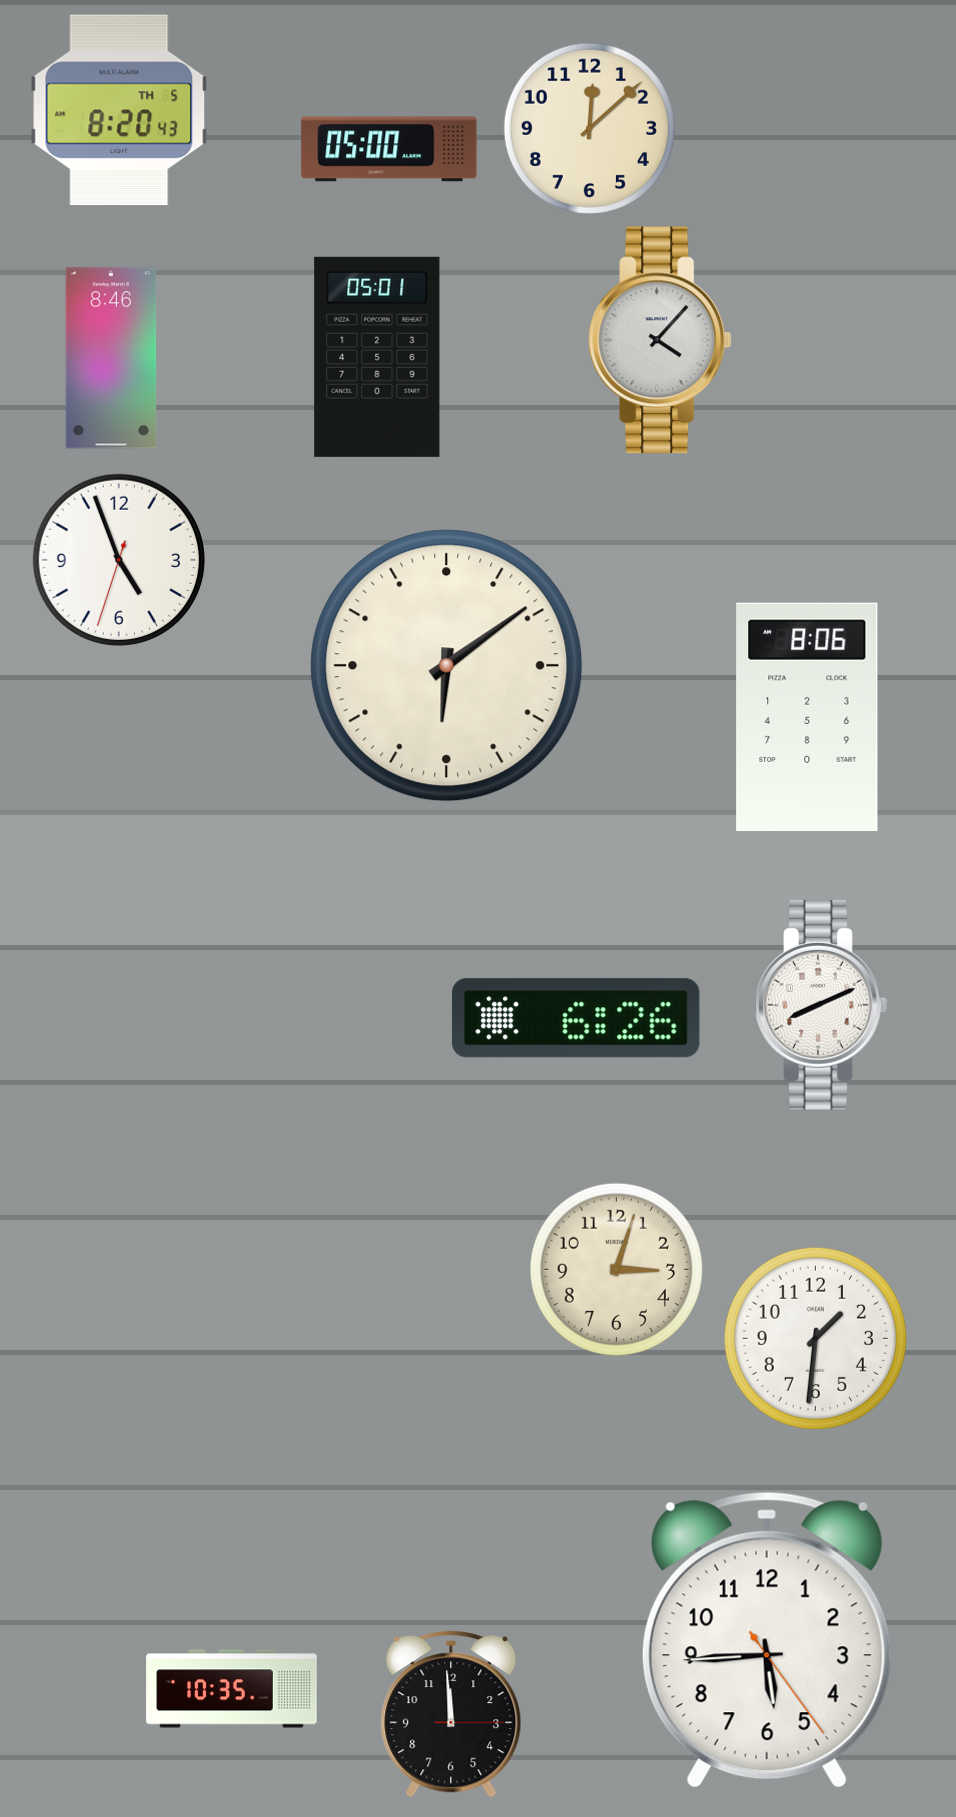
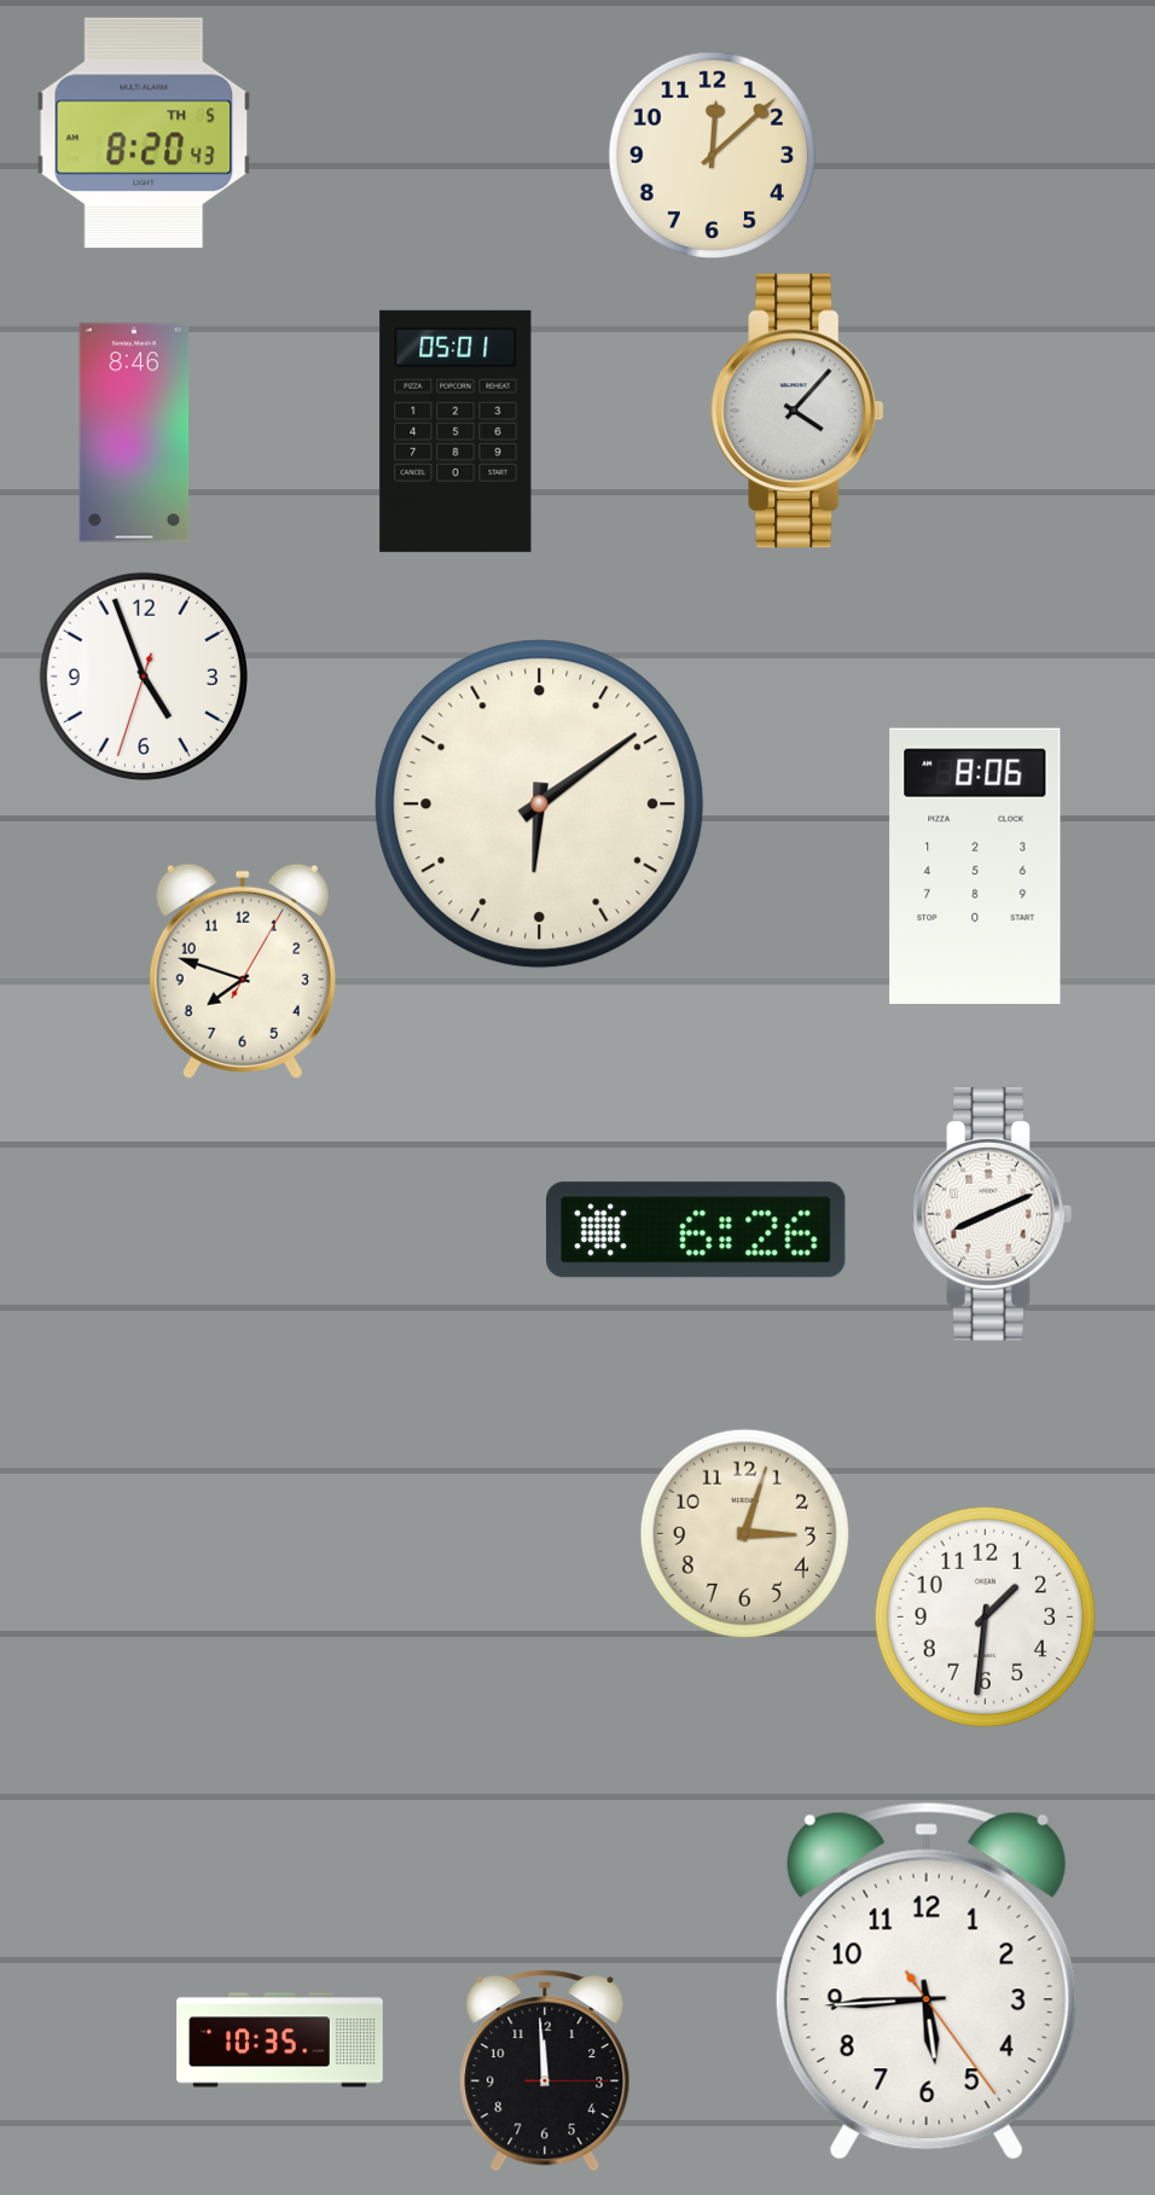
clock at (389, 149): 05:00 -> none
clock at (243, 971): none -> 7:48
